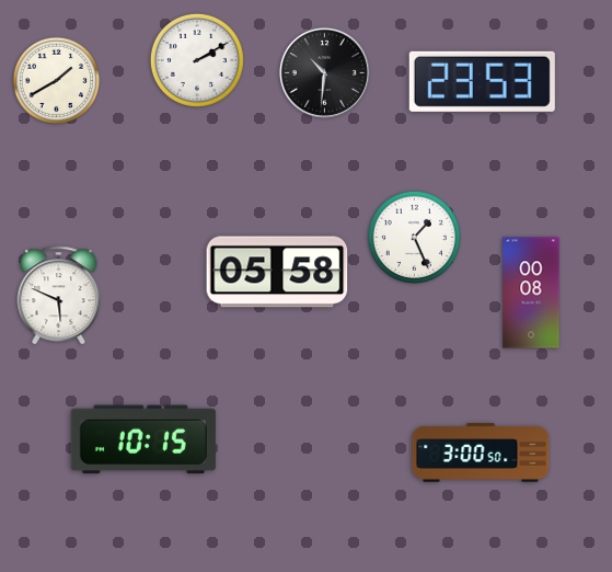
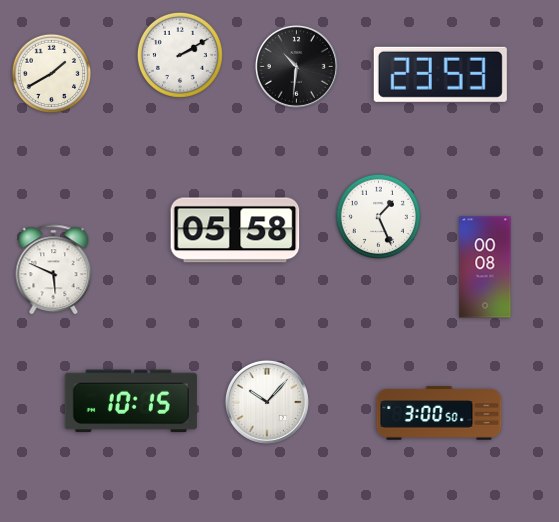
clock at (277, 272) position: (277, 272) -> (235, 230)
clock at (267, 402): none -> 10:07
